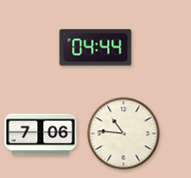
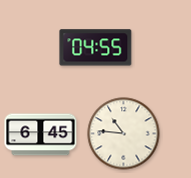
clock at (96, 48): 04:44 -> 04:55
clock at (41, 135): 7:06 -> 6:45
